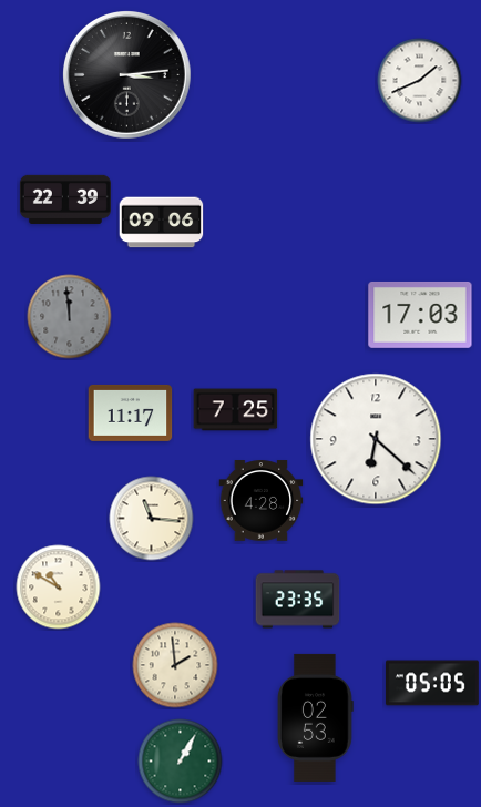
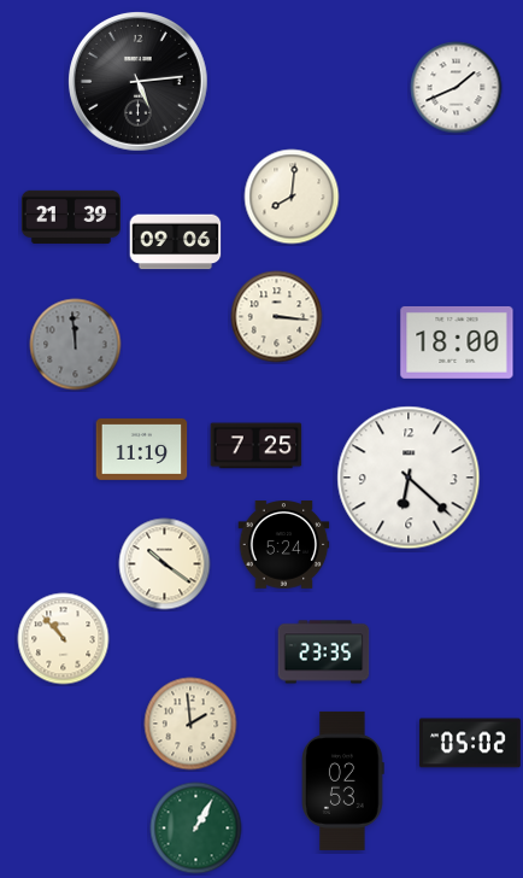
clock at (127, 75): 3:14 -> 5:14
clock at (292, 197): none -> 8:01
clock at (65, 200): 22:39 -> 21:39
clock at (277, 317): none -> 3:16
clock at (420, 315): 17:03 -> 18:00
clock at (131, 412): 11:17 -> 11:19
clock at (262, 501): 4:28 -> 5:24
clock at (152, 519): 11:16 -> 10:21
clock at (59, 588): 10:50 -> 10:53
clock at (432, 683): 05:05 -> 05:02
